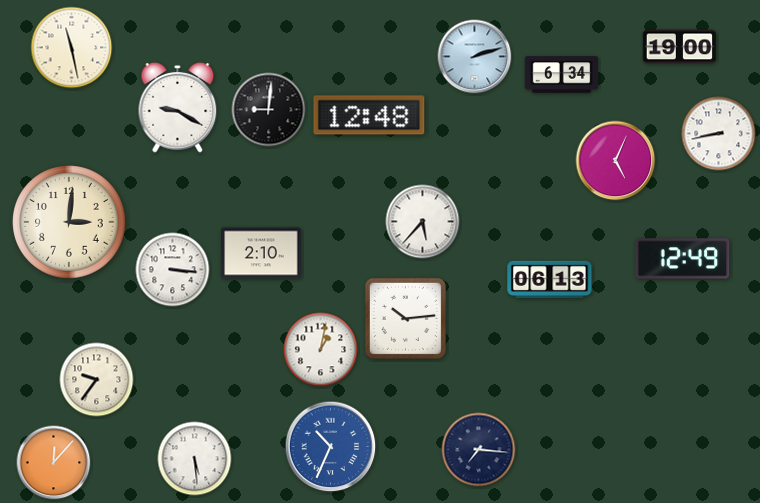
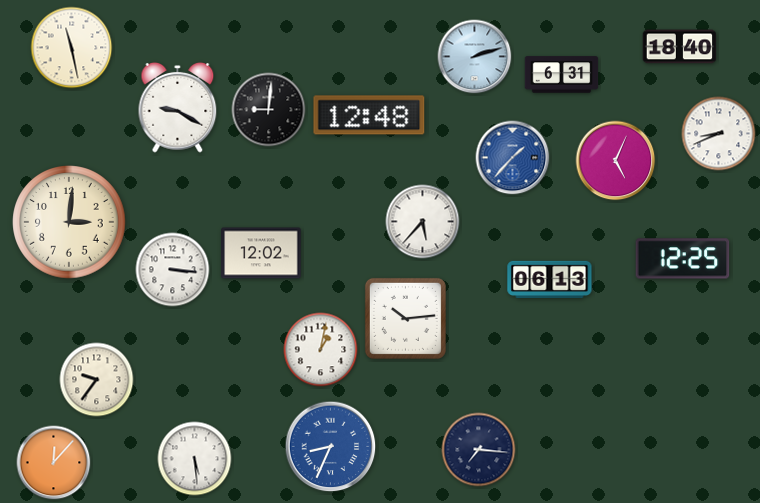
clock at (680, 47): 19:00 -> 18:40
clock at (562, 75): 6:34 -> 6:31
clock at (719, 134): 8:43 -> 8:41
clock at (513, 158): none -> 1:37
clock at (261, 253): 2:10 -> 12:02
clock at (683, 259): 12:49 -> 12:25
clock at (331, 447): 10:34 -> 8:34
